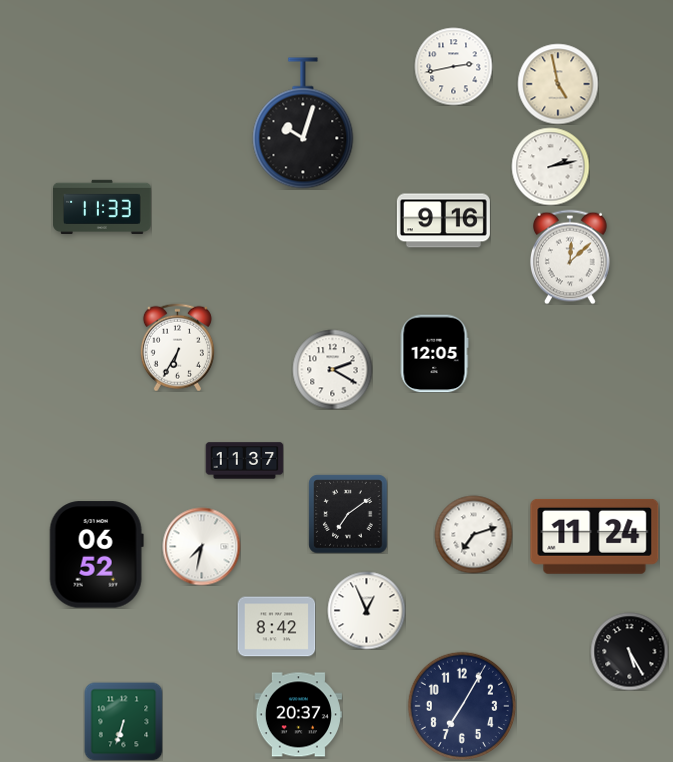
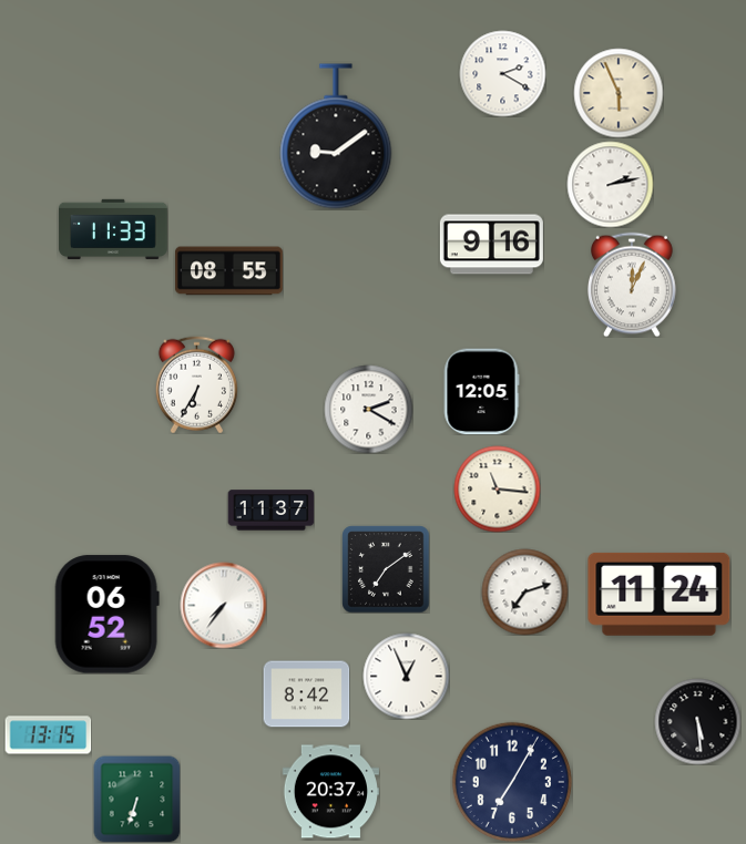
clock at (453, 66): 2:43 -> 2:20
clock at (558, 84): 4:58 -> 5:56
clock at (303, 123): 10:03 -> 9:09
clock at (228, 271): none -> 08:55
clock at (571, 257): 12:08 -> 12:04
clock at (497, 488): none -> 11:16
clock at (201, 546): 7:32 -> 7:36
clock at (629, 651): 5:25 -> 5:29
clock at (48, 735): none -> 13:15
